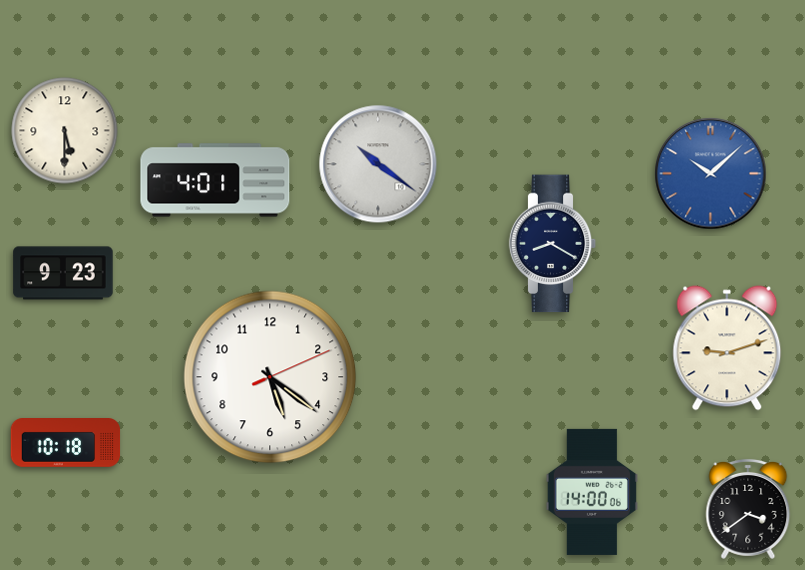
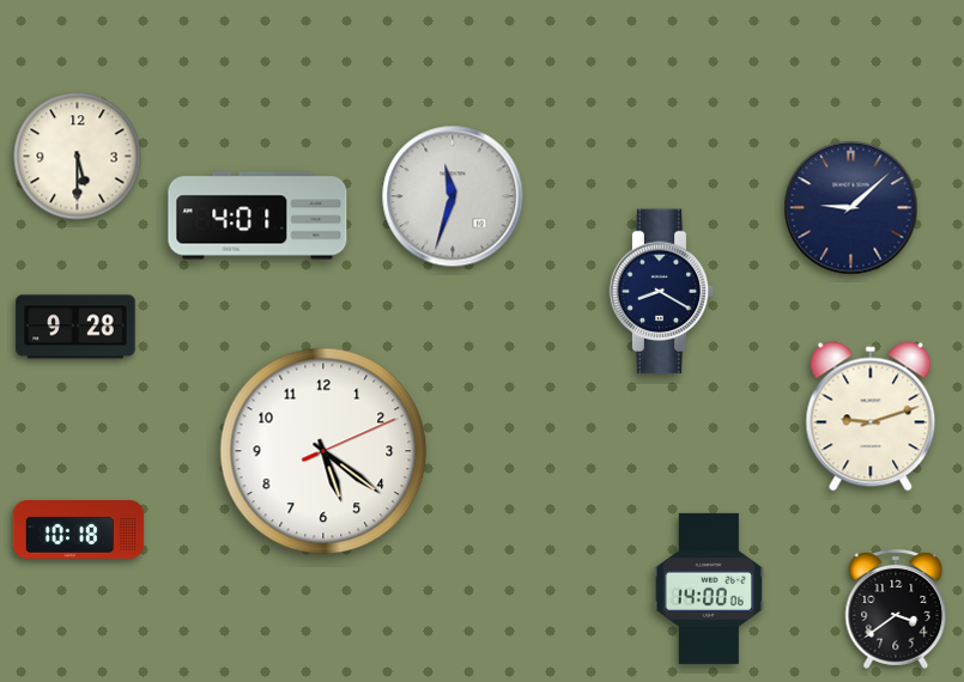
clock at (378, 164): 10:21 -> 11:33
clock at (711, 174): 10:08 -> 9:08
clock at (711, 174) dial: blue -> navy
clock at (63, 273): 9:23 -> 9:28
